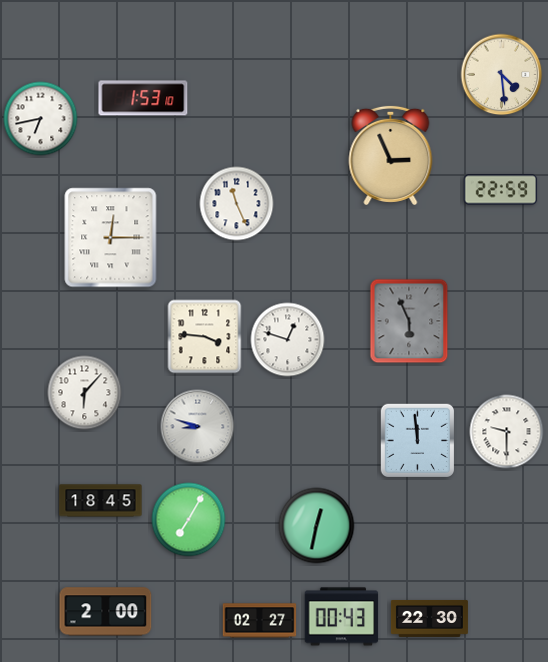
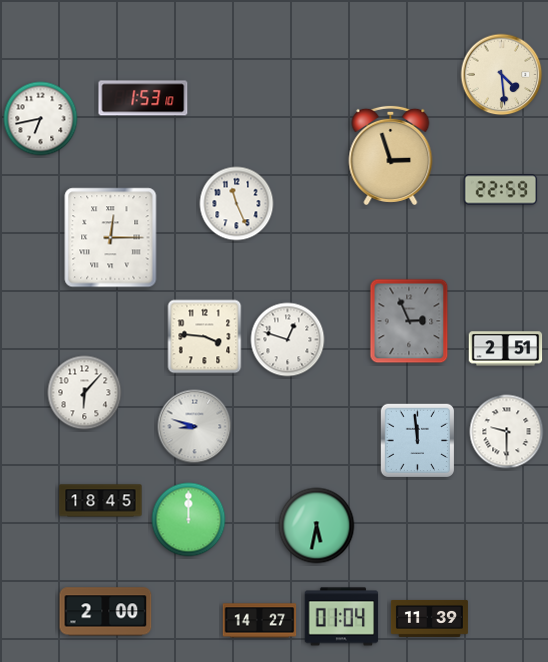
clock at (391, 155): 2:56 -> 2:57
clock at (409, 321): 5:56 -> 2:56
clock at (506, 349): none -> 2:51
clock at (198, 427) position: (198, 427) -> (195, 427)
clock at (189, 520): 7:05 -> 12:00
clock at (317, 526): 12:32 -> 5:32
clock at (342, 617): 00:43 -> 01:04
clock at (429, 618): 22:30 -> 11:39
clock at (260, 621): 02:27 -> 14:27
